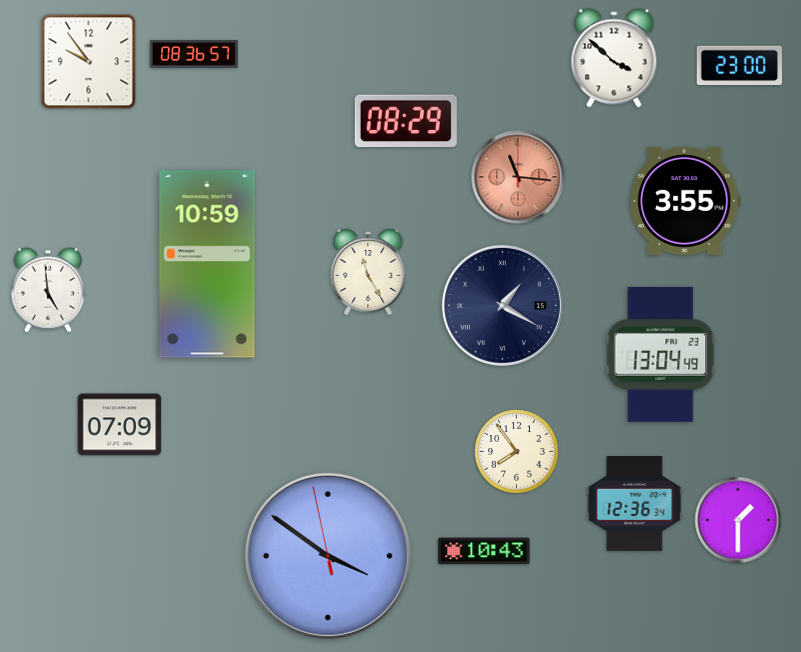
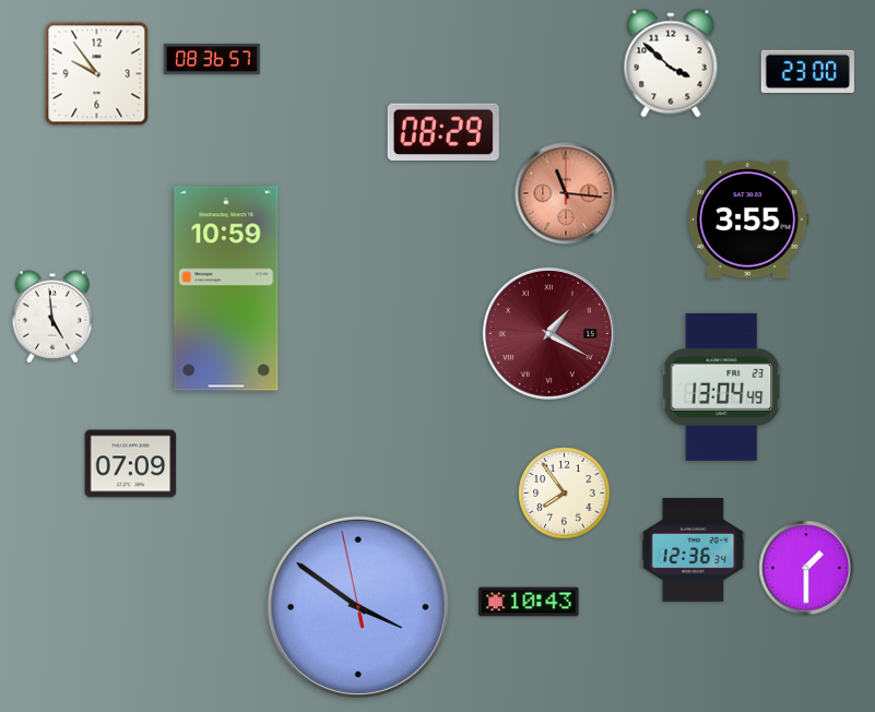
clock at (89, 62) position: (89, 62) -> (97, 74)
clock at (368, 272): 11:25 -> none
clock at (502, 305) dial: navy -> burgundy
